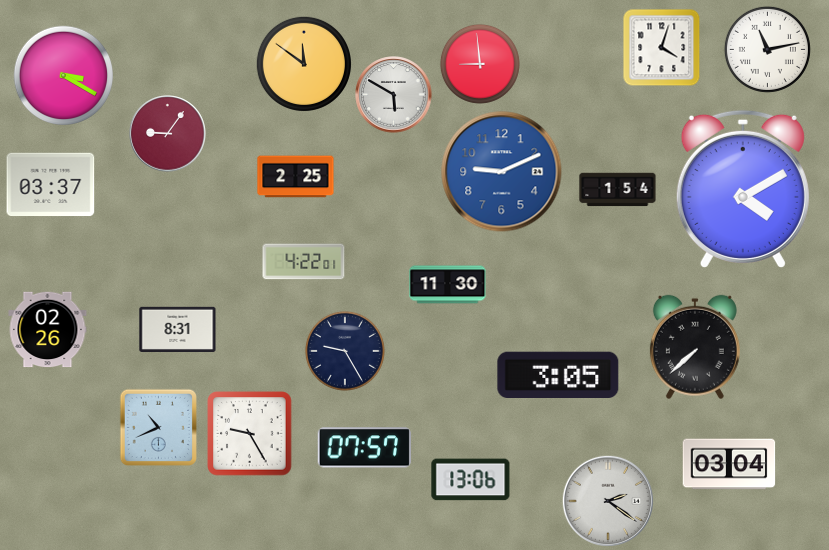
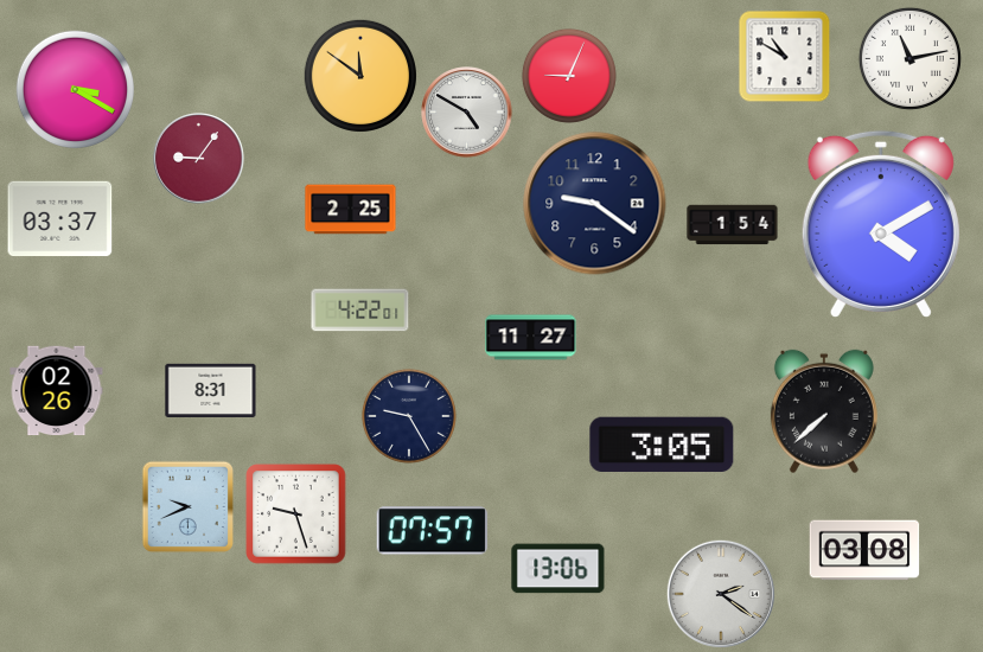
clock at (661, 47): 4:03 -> 10:50
clock at (480, 64): 8:59 -> 9:04
clock at (394, 95): 5:50 -> 4:50
clock at (502, 172): 9:11 -> 9:21
clock at (502, 172) dial: blue -> navy
clock at (448, 285): 11:30 -> 11:27
clock at (158, 427): 10:41 -> 9:41
clock at (250, 434): 9:25 -> 9:27
clock at (729, 464): 03:04 -> 03:08
